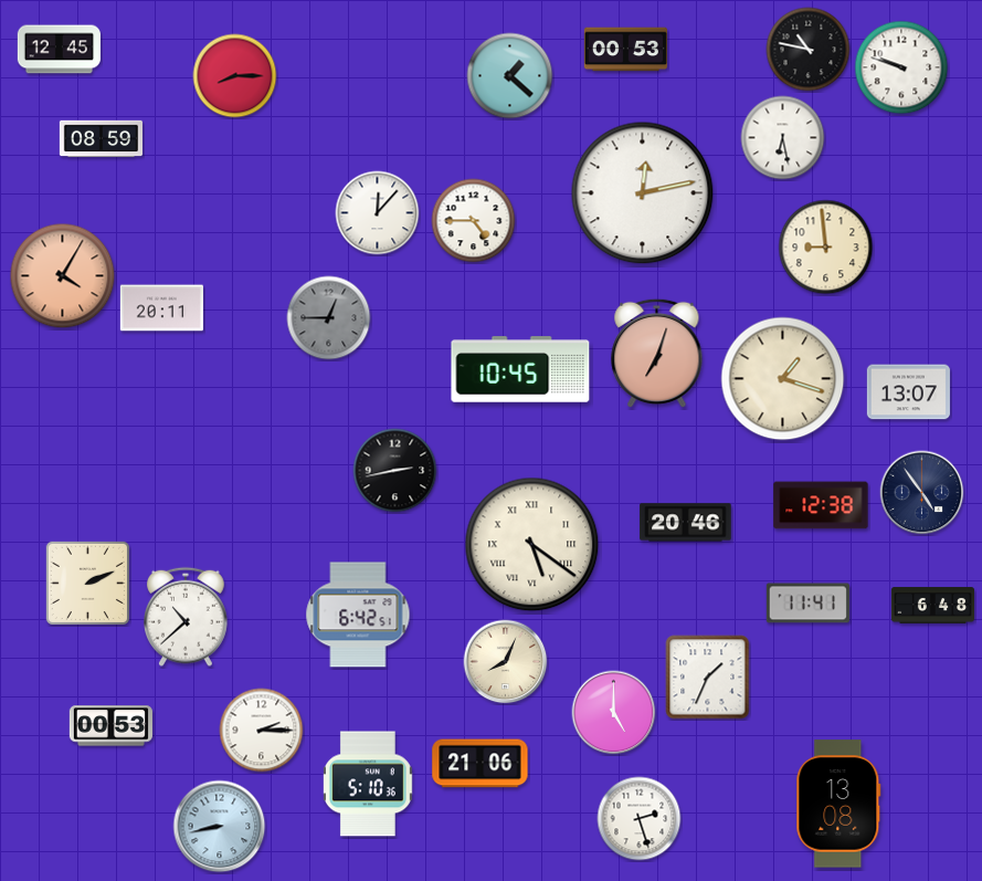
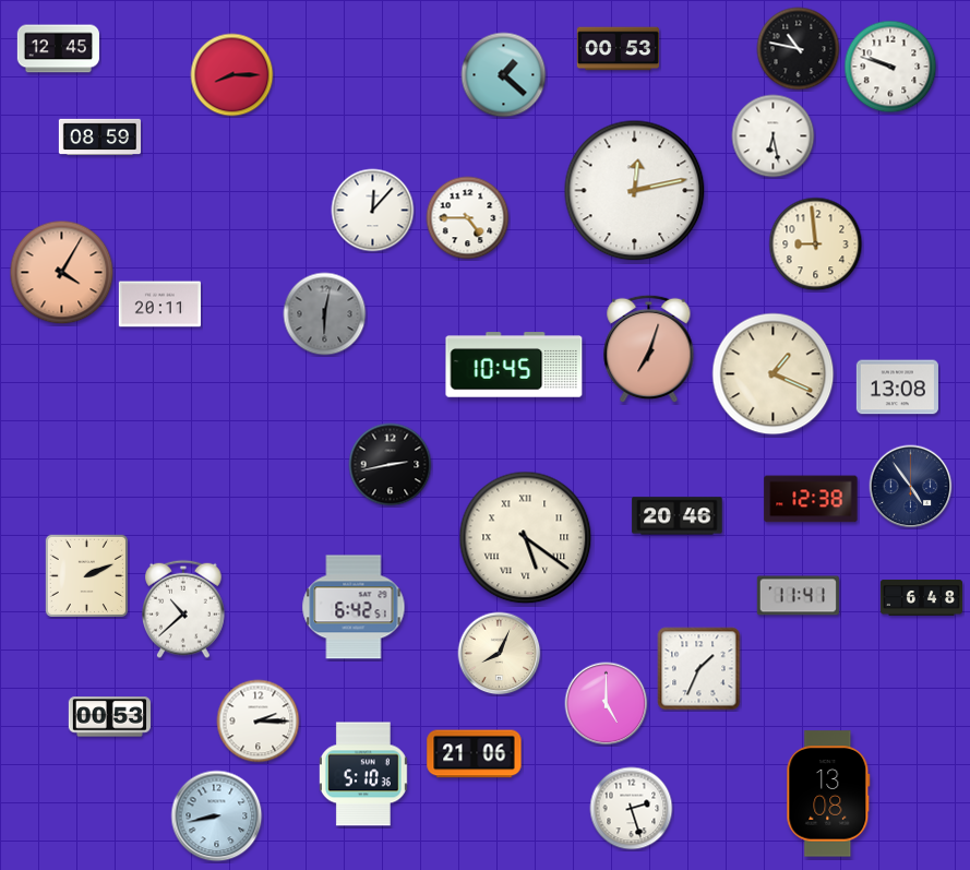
clock at (329, 318): 12:45 -> 6:02
clock at (783, 379): 1:18 -> 1:19
clock at (908, 392): 13:07 -> 13:08
